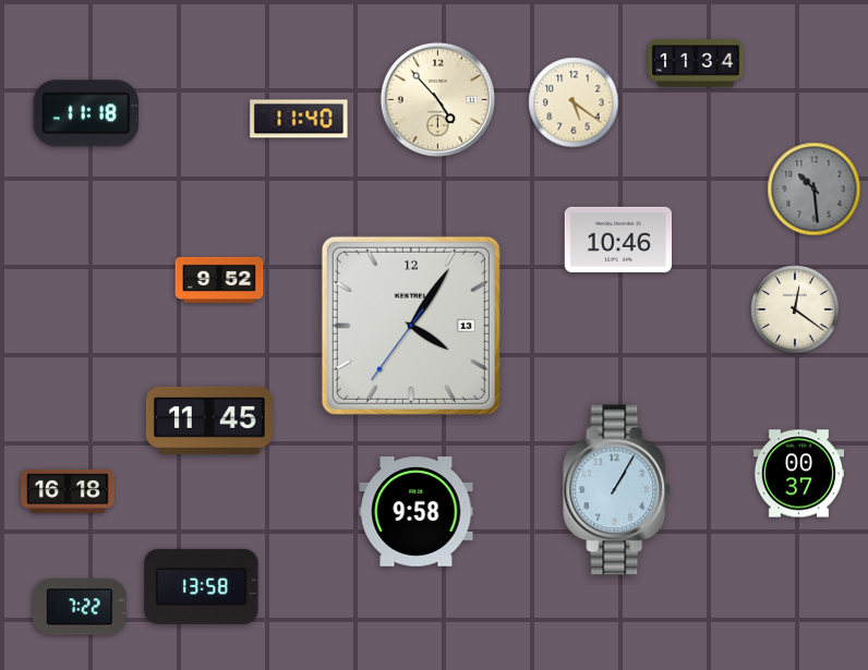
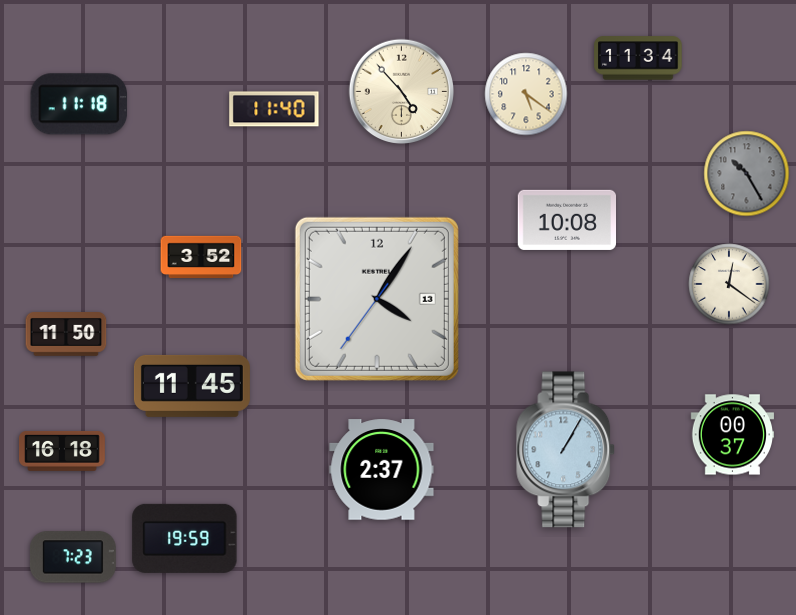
clock at (815, 190): 10:29 -> 10:25
clock at (617, 240): 10:46 -> 10:08
clock at (219, 280): 9:52 -> 3:52
clock at (66, 335): none -> 11:50
clock at (417, 512): 9:58 -> 2:37
clock at (202, 586): 13:58 -> 19:59
clock at (80, 607): 7:22 -> 7:23
